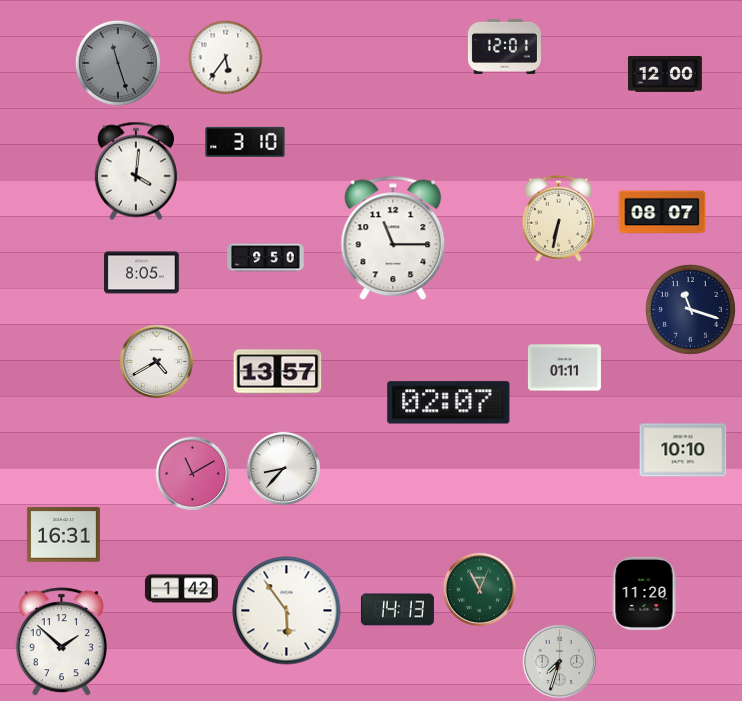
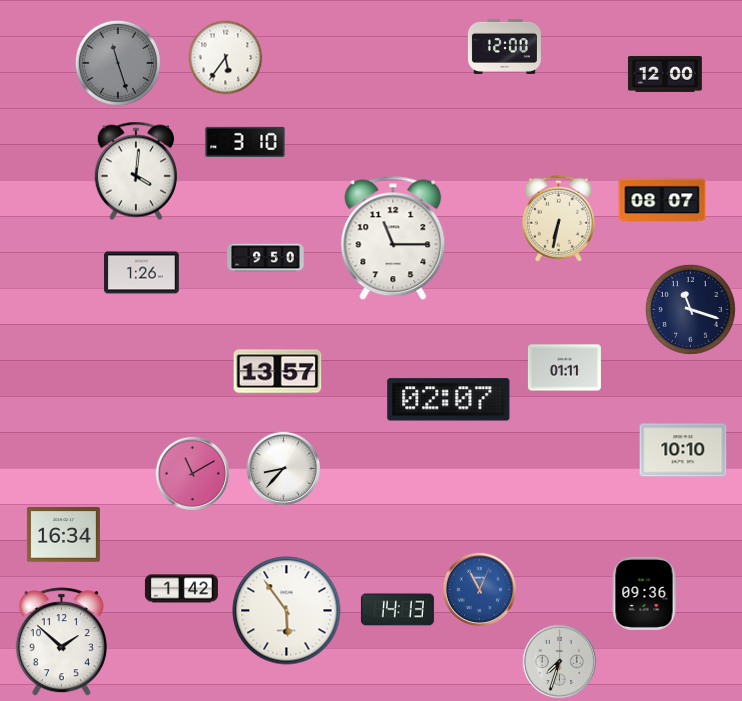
clock at (504, 46): 12:01 -> 12:00
clock at (662, 212) position: (662, 212) -> (662, 200)
clock at (142, 273): 8:05 -> 1:26
clock at (156, 361): 4:40 -> none
clock at (449, 403) position: (449, 403) -> (449, 400)
clock at (63, 535): 16:31 -> 16:34
clock at (479, 589) dial: green -> blue
clock at (644, 593): 11:20 -> 09:36
